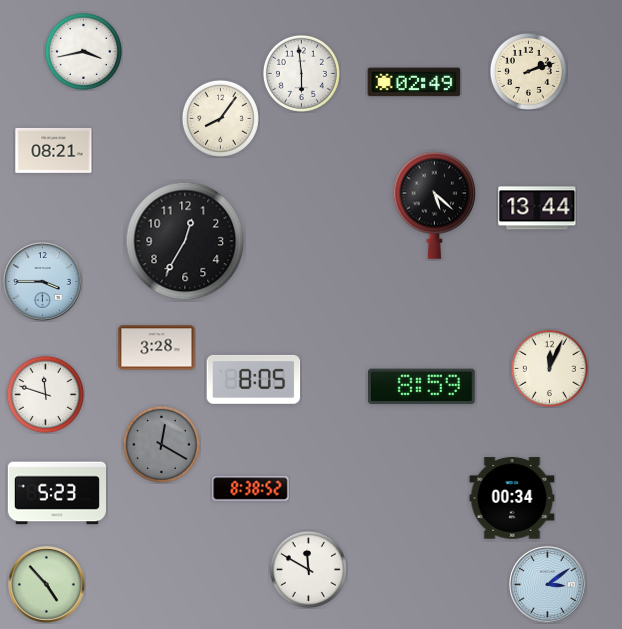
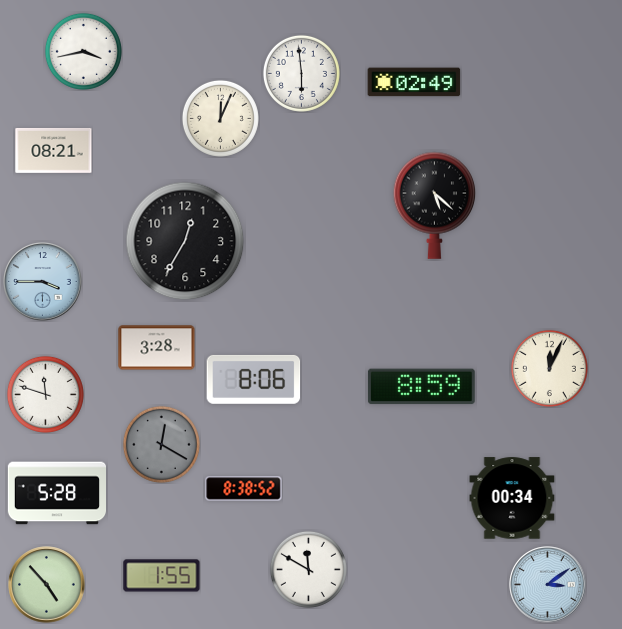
clock at (528, 71): 2:12 -> none
clock at (220, 118): 8:06 -> 12:04
clock at (537, 208): 13:44 -> none
clock at (254, 379): 8:05 -> 8:06
clock at (251, 489) position: (251, 489) -> (244, 489)
clock at (56, 493): 5:23 -> 5:28
clock at (162, 576): none -> 1:55
